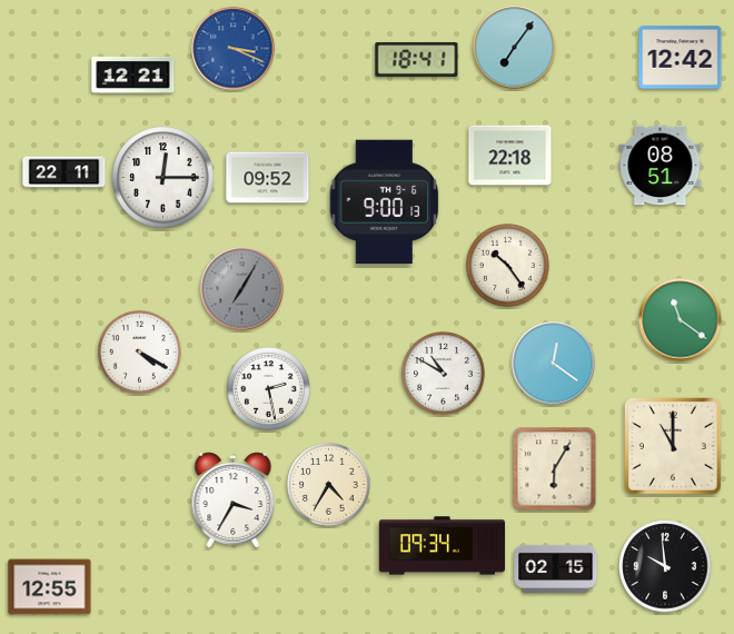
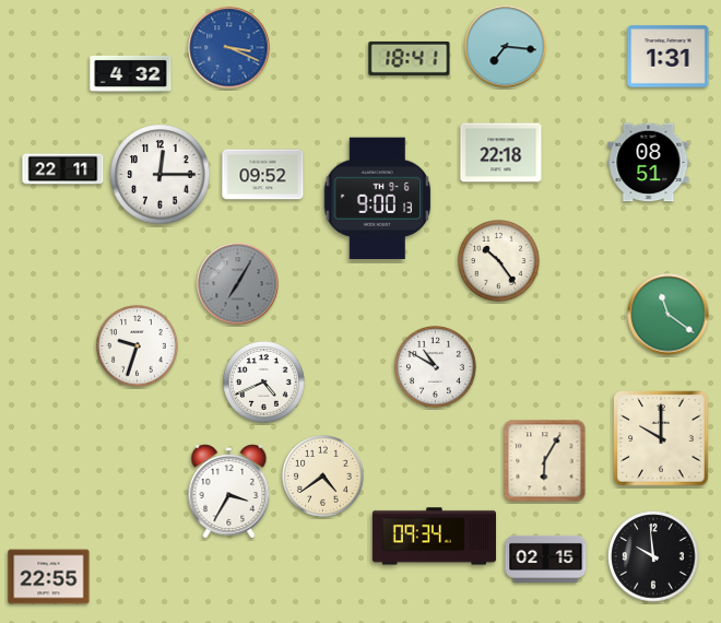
clock at (515, 48): 7:06 -> 7:16
clock at (681, 58): 12:42 -> 1:31
clock at (133, 75): 12:21 -> 4:32
clock at (140, 353): 4:20 -> 9:33
clock at (554, 364): 12:21 -> none
clock at (269, 389): 2:28 -> 4:41
clock at (673, 446): 11:00 -> 10:00
clock at (329, 485): 4:35 -> 4:39
clock at (50, 587): 12:55 -> 22:55
